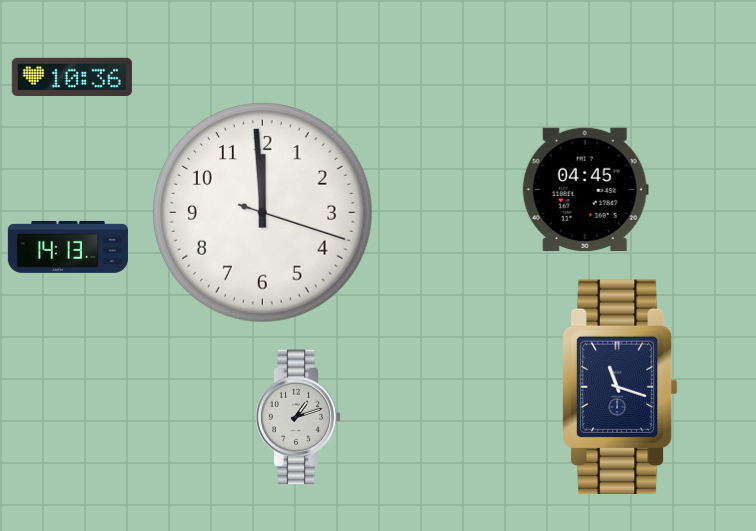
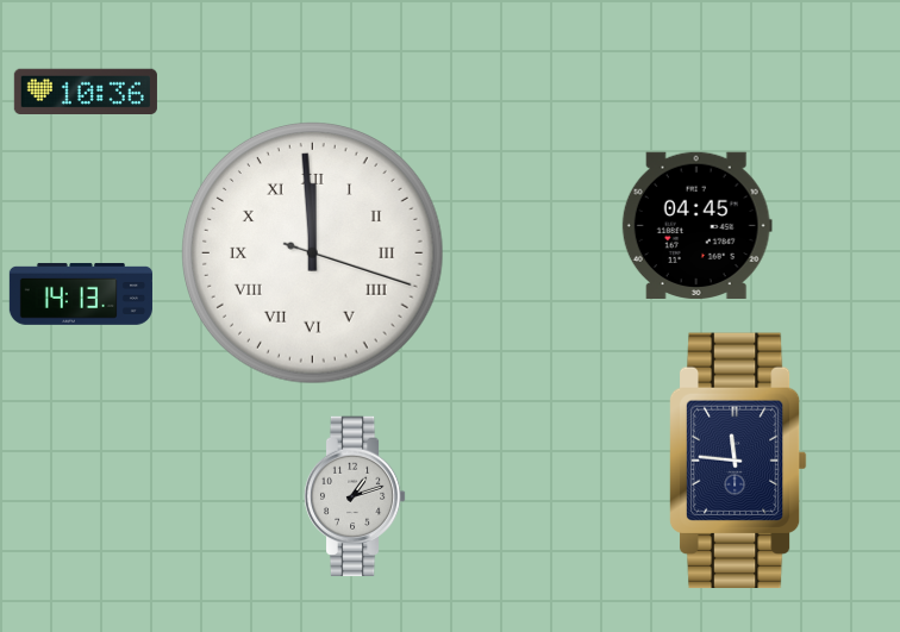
clock at (263, 213) numerals: Arabic -> Roman
clock at (620, 387): 11:18 -> 11:46
